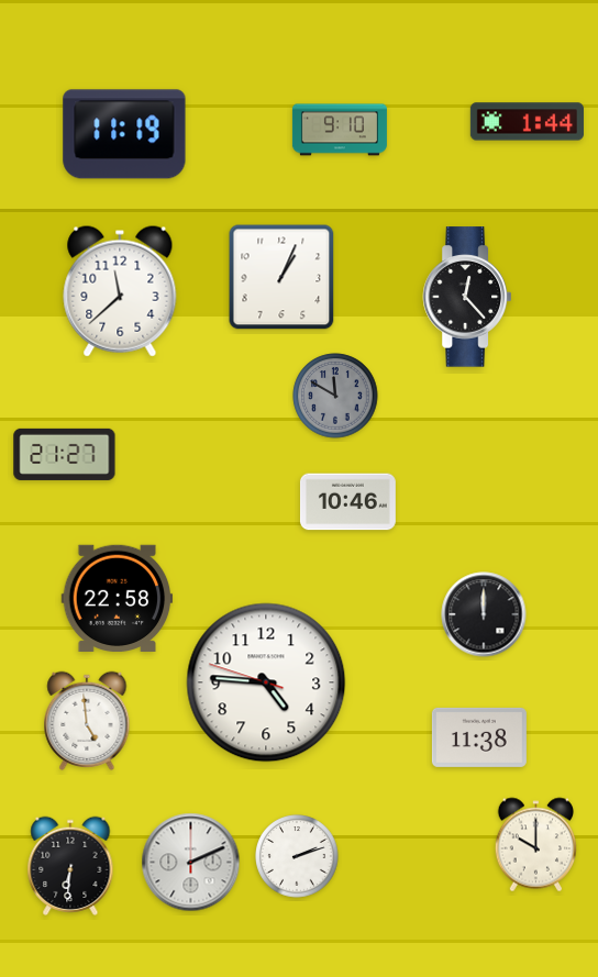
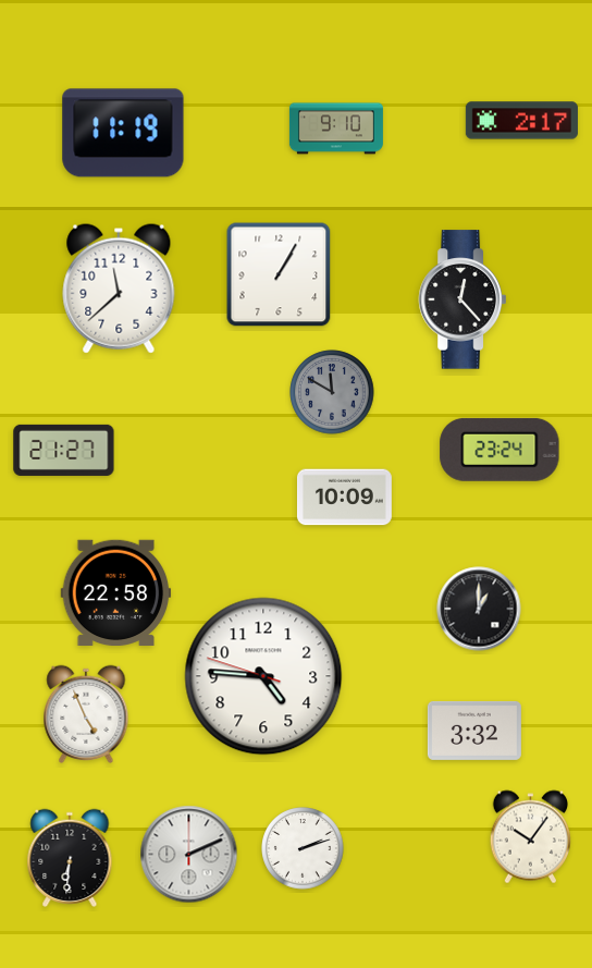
clock at (527, 122): 1:44 -> 2:17
clock at (281, 277): 1:04 -> 1:05
clock at (466, 297) position: (466, 297) -> (461, 299)
clock at (499, 450): none -> 23:24
clock at (347, 502): 10:46 -> 10:09
clock at (484, 614): 12:00 -> 1:00
clock at (87, 721): 4:59 -> 4:56
clock at (479, 737): 11:38 -> 3:32
clock at (536, 845): 10:00 -> 10:06
clock at (297, 856) position: (297, 856) -> (303, 848)
